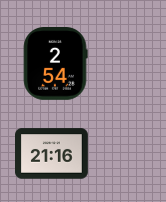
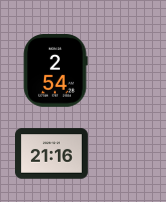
clock at (55, 64) position: (55, 64) -> (55, 71)
